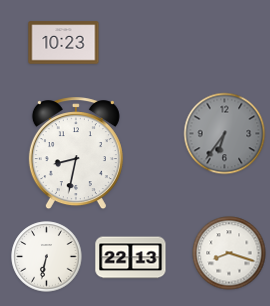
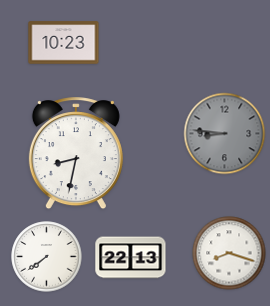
clock at (225, 134): 6:36 -> 8:46
clock at (47, 257): 6:32 -> 7:39
